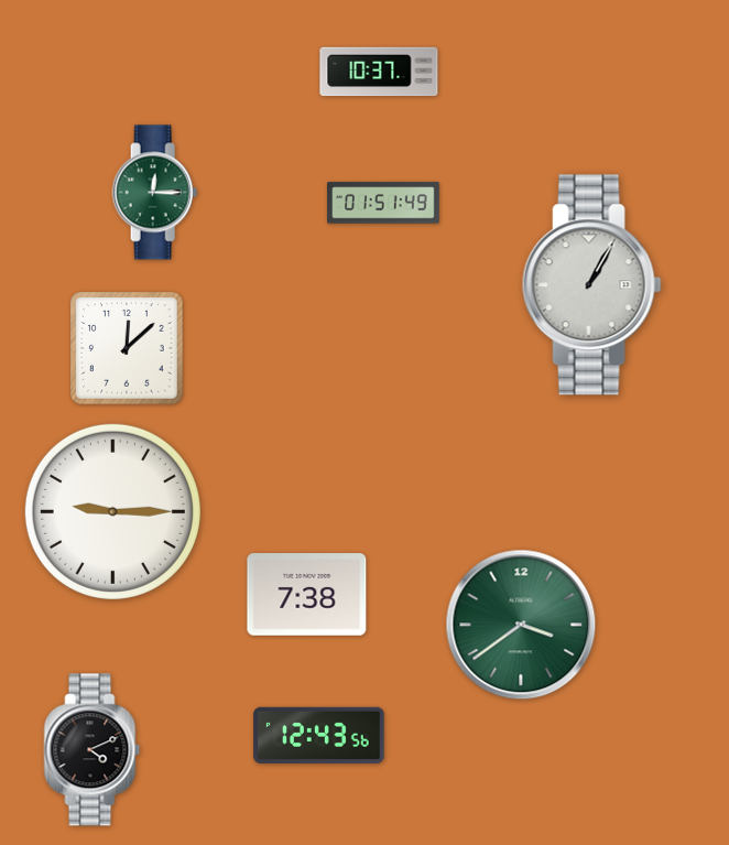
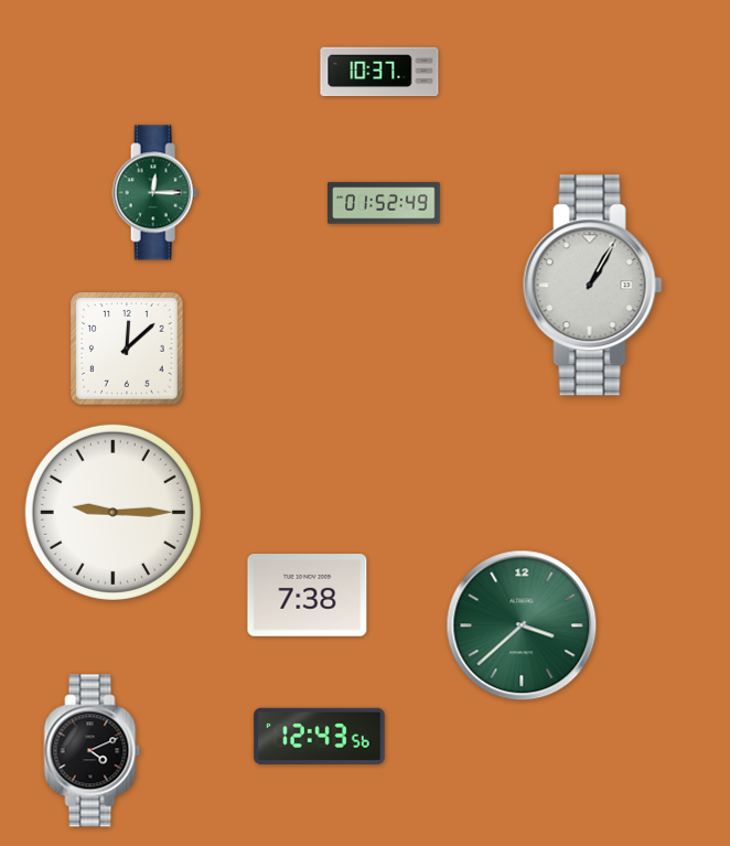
clock at (383, 203): 01:51 -> 01:52
clock at (521, 625): 3:39 -> 3:38
